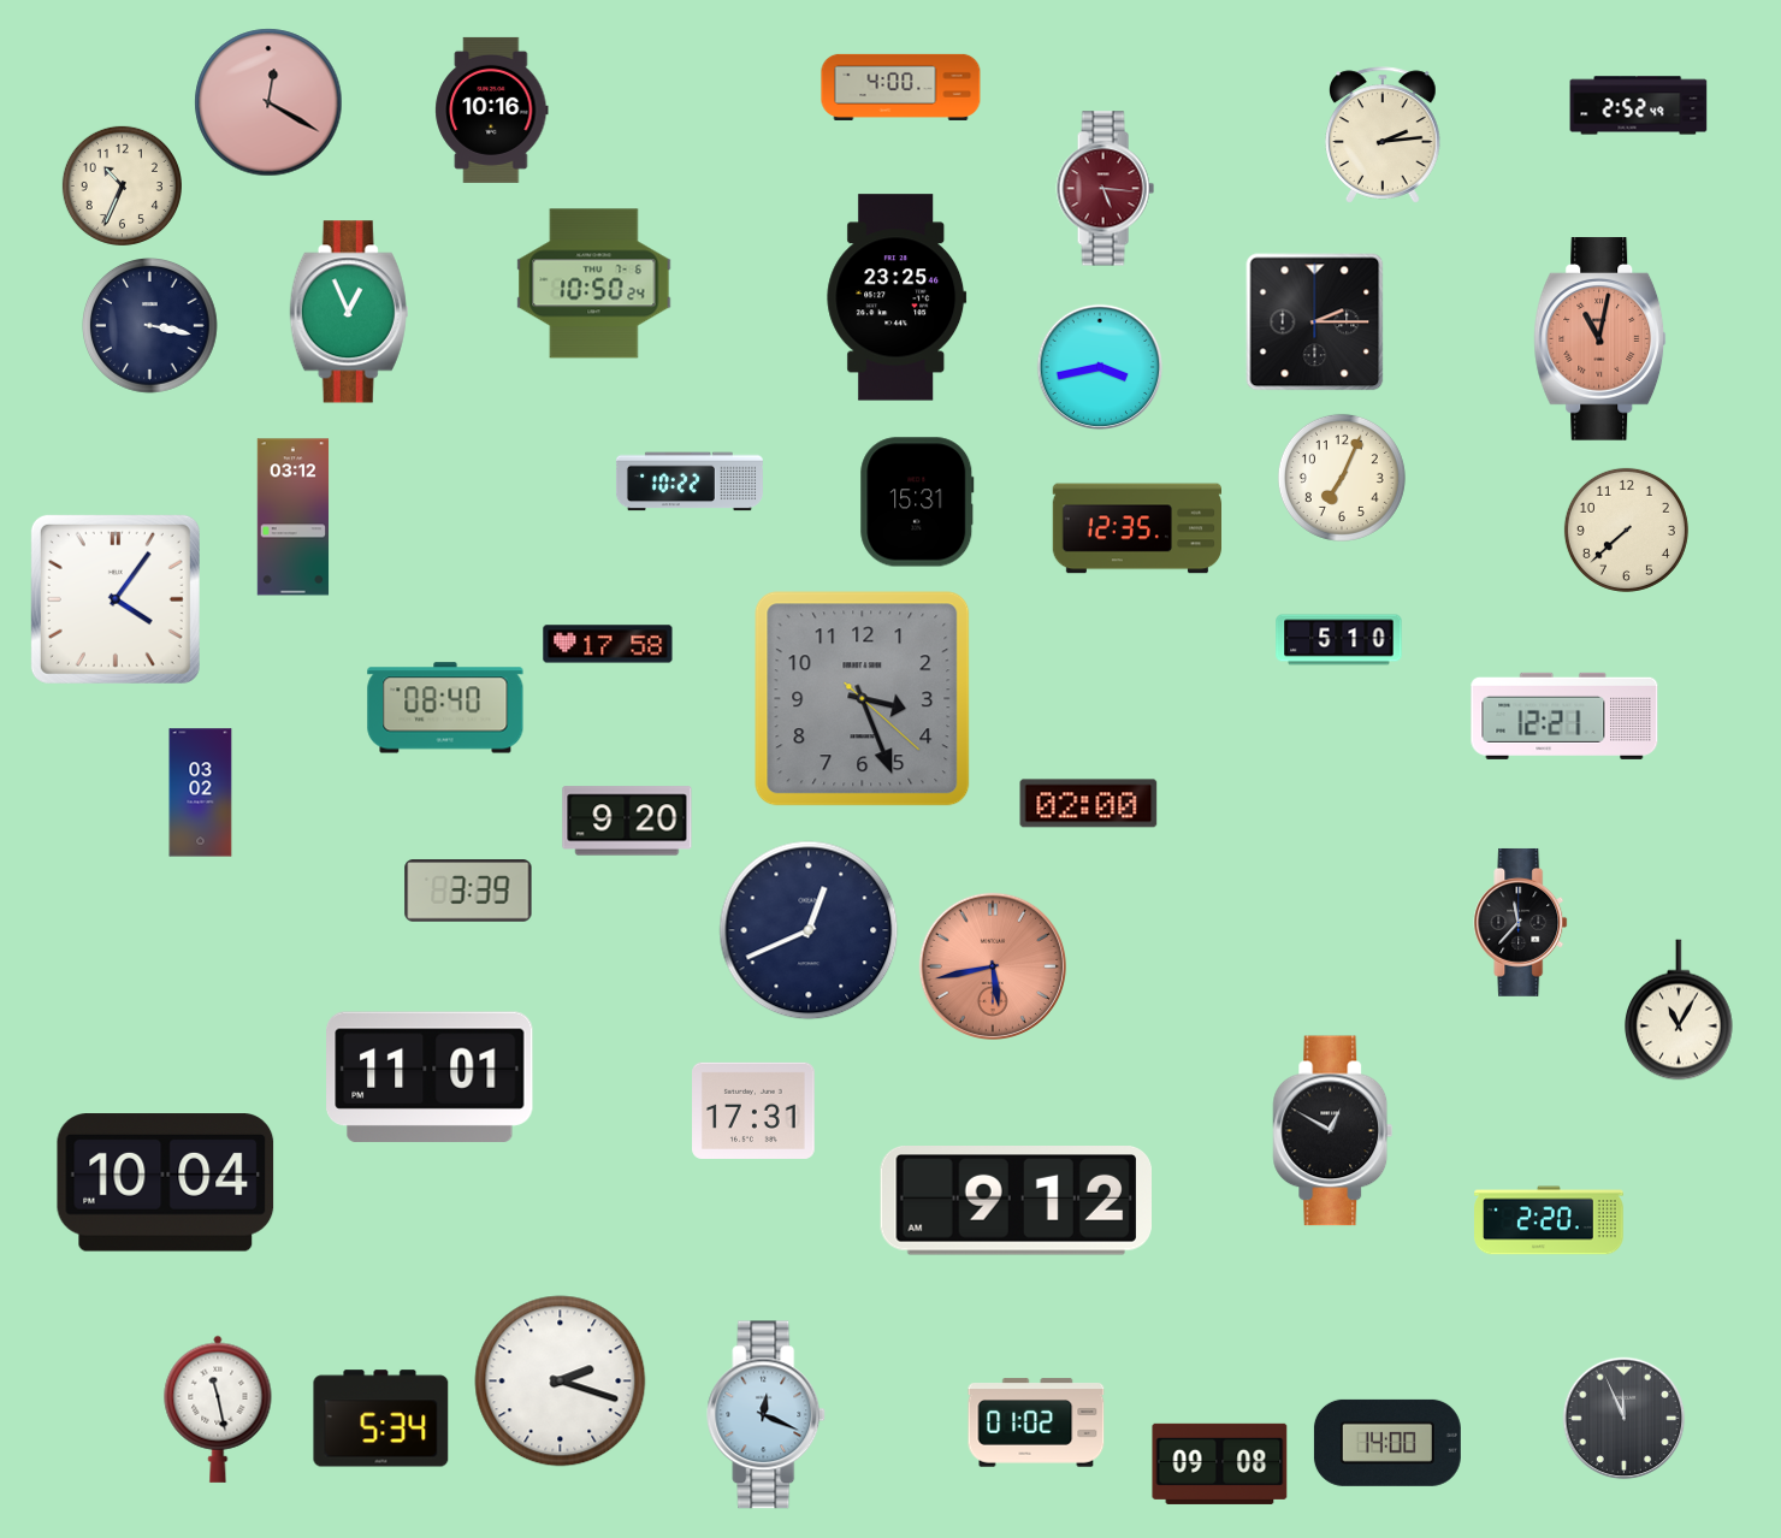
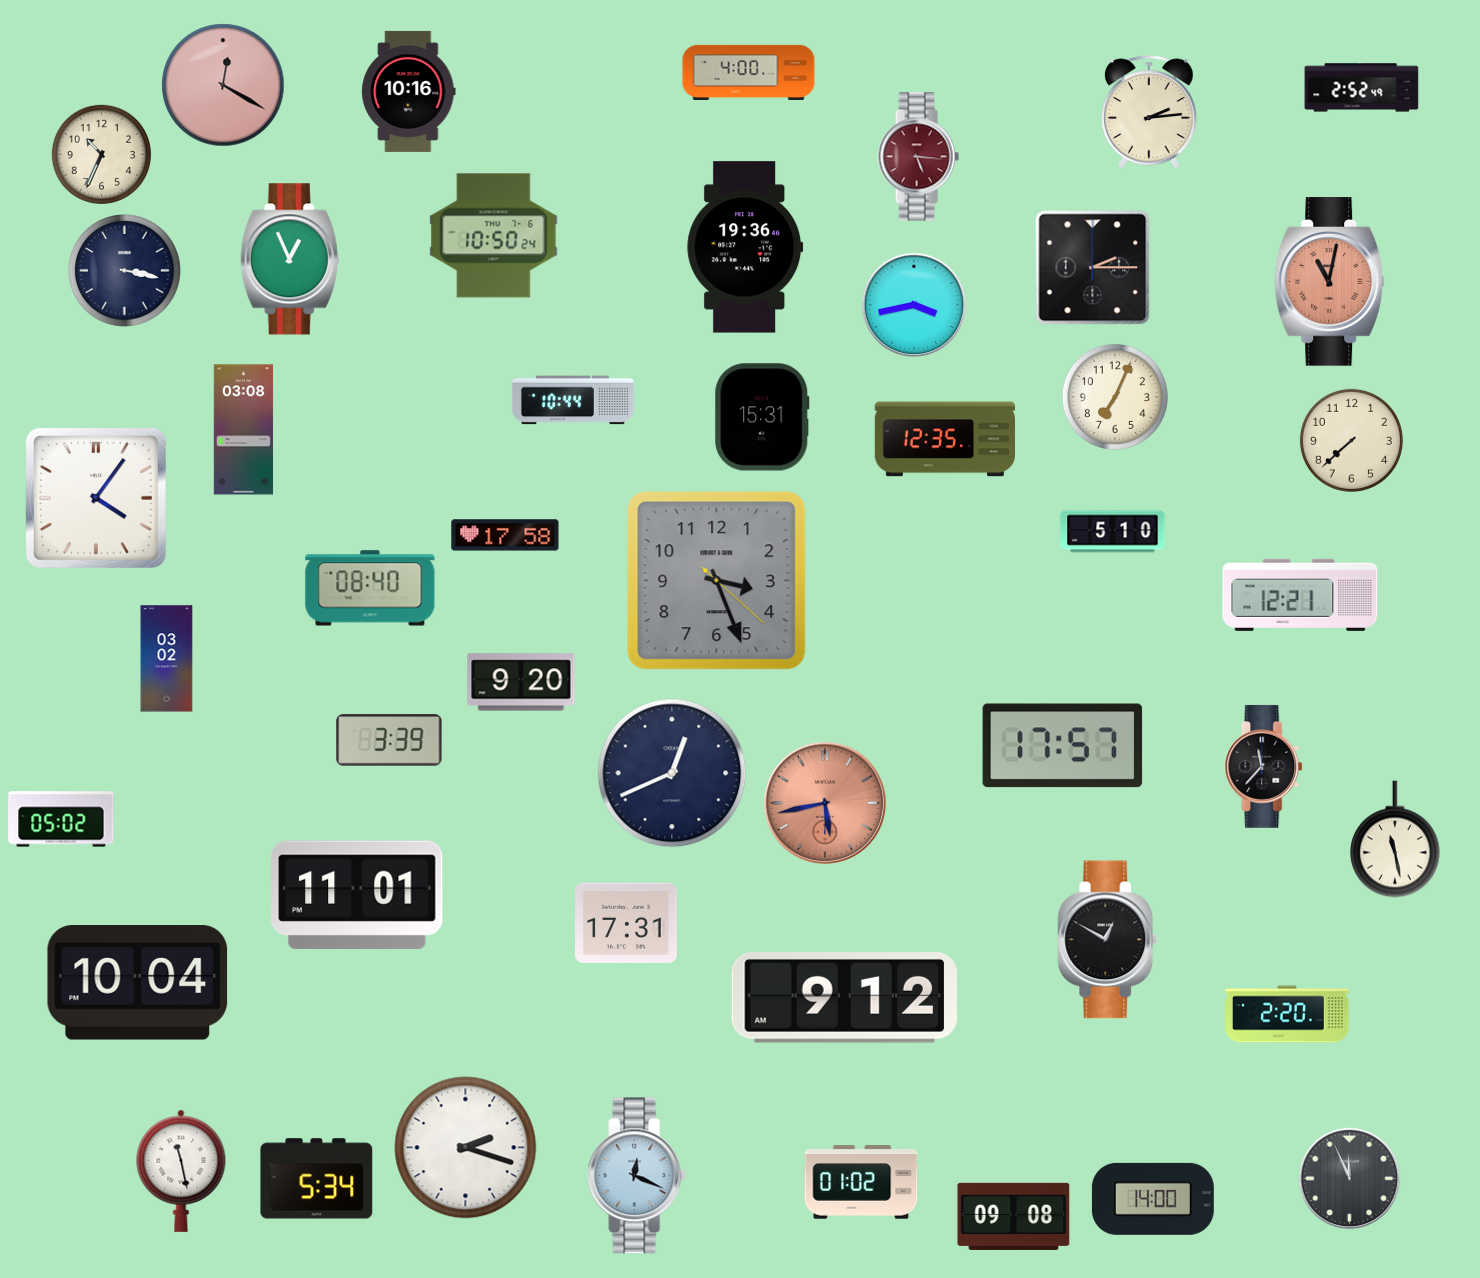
clock at (897, 297): 23:25 -> 19:36
clock at (690, 481): 10:22 -> 10:44
clock at (294, 517): 03:12 -> 03:08
clock at (1089, 804): 02:00 -> none
clock at (1063, 746): none -> 17:57
clock at (61, 819): none -> 05:02
clock at (1680, 1010): 11:05 -> 11:28
